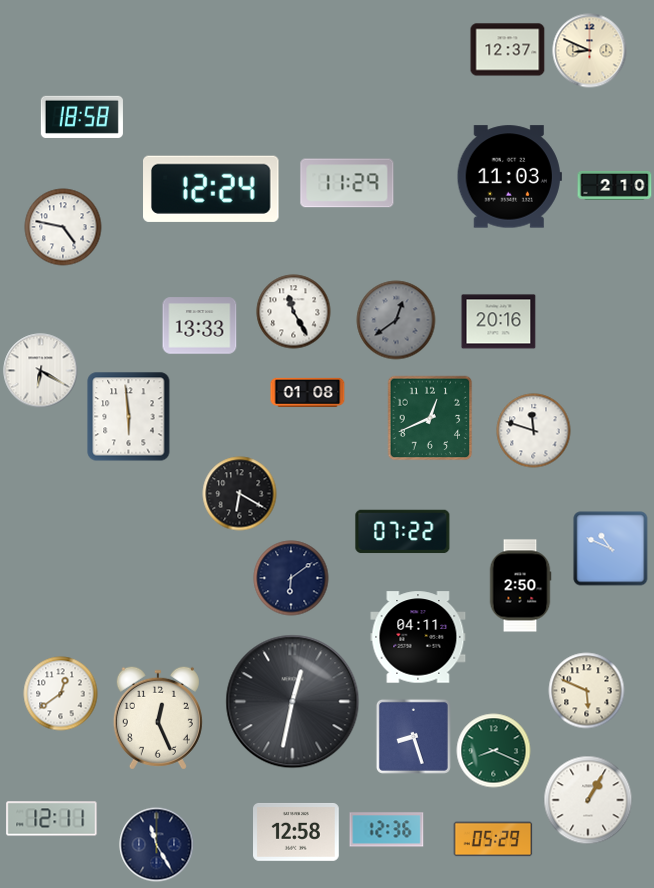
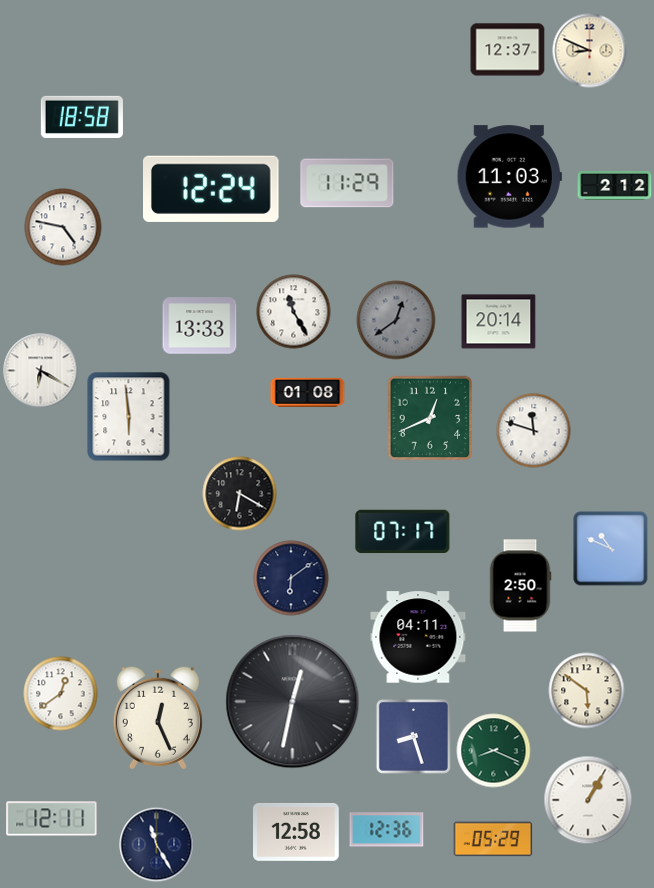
clock at (615, 185): 2:10 -> 2:12
clock at (499, 322): 20:16 -> 20:14
clock at (403, 532): 07:22 -> 07:17
clock at (587, 691): 5:49 -> 5:51
